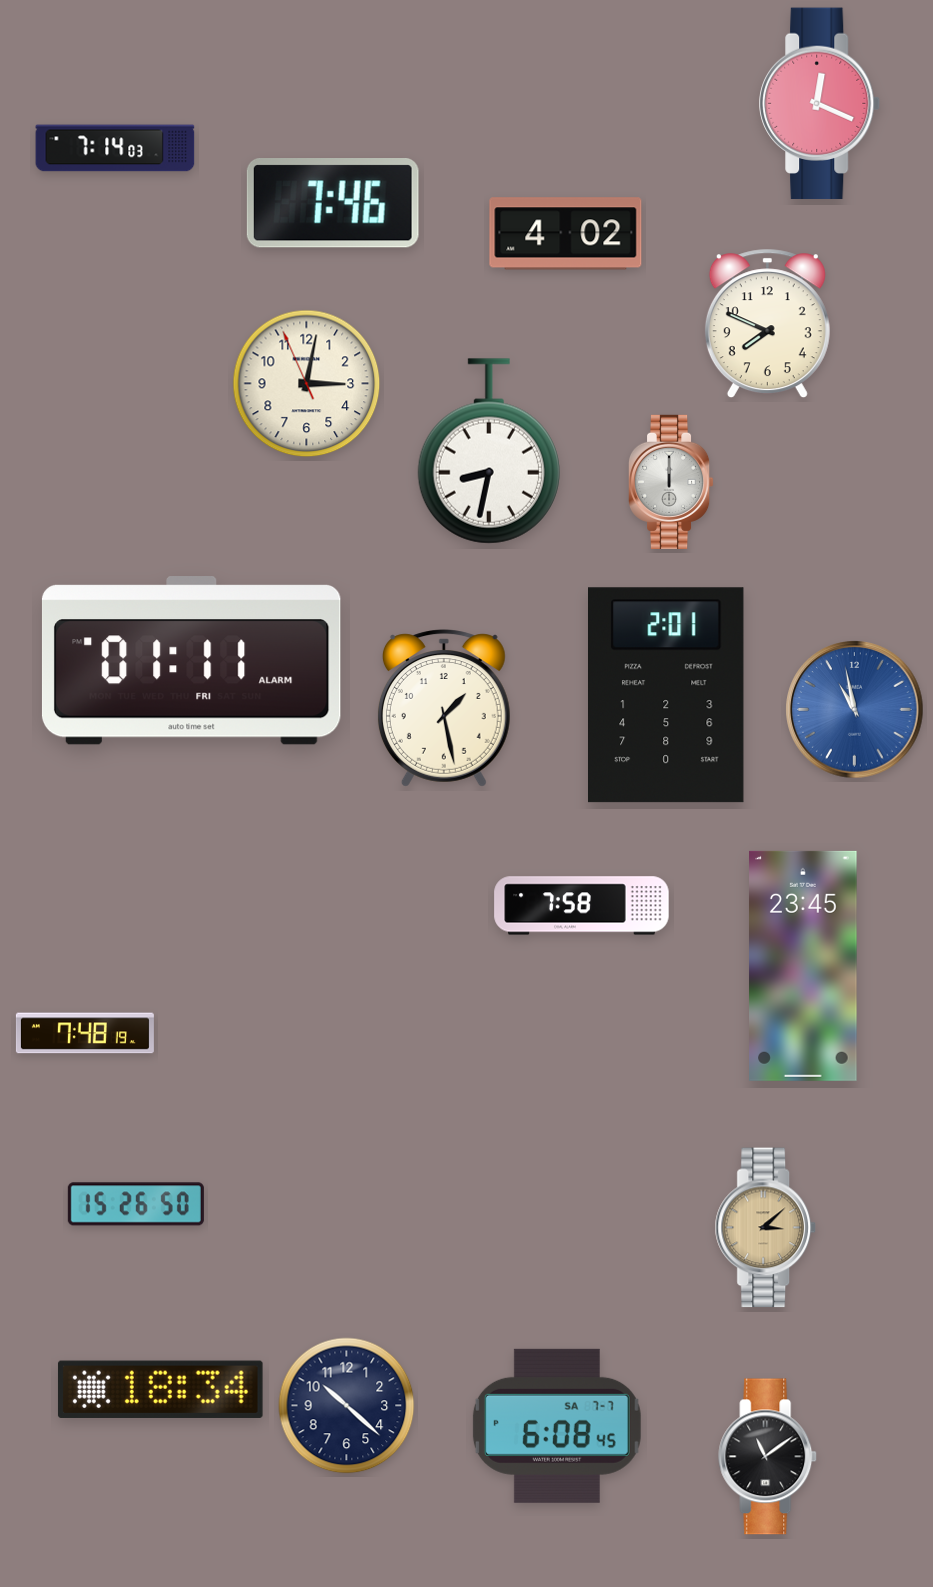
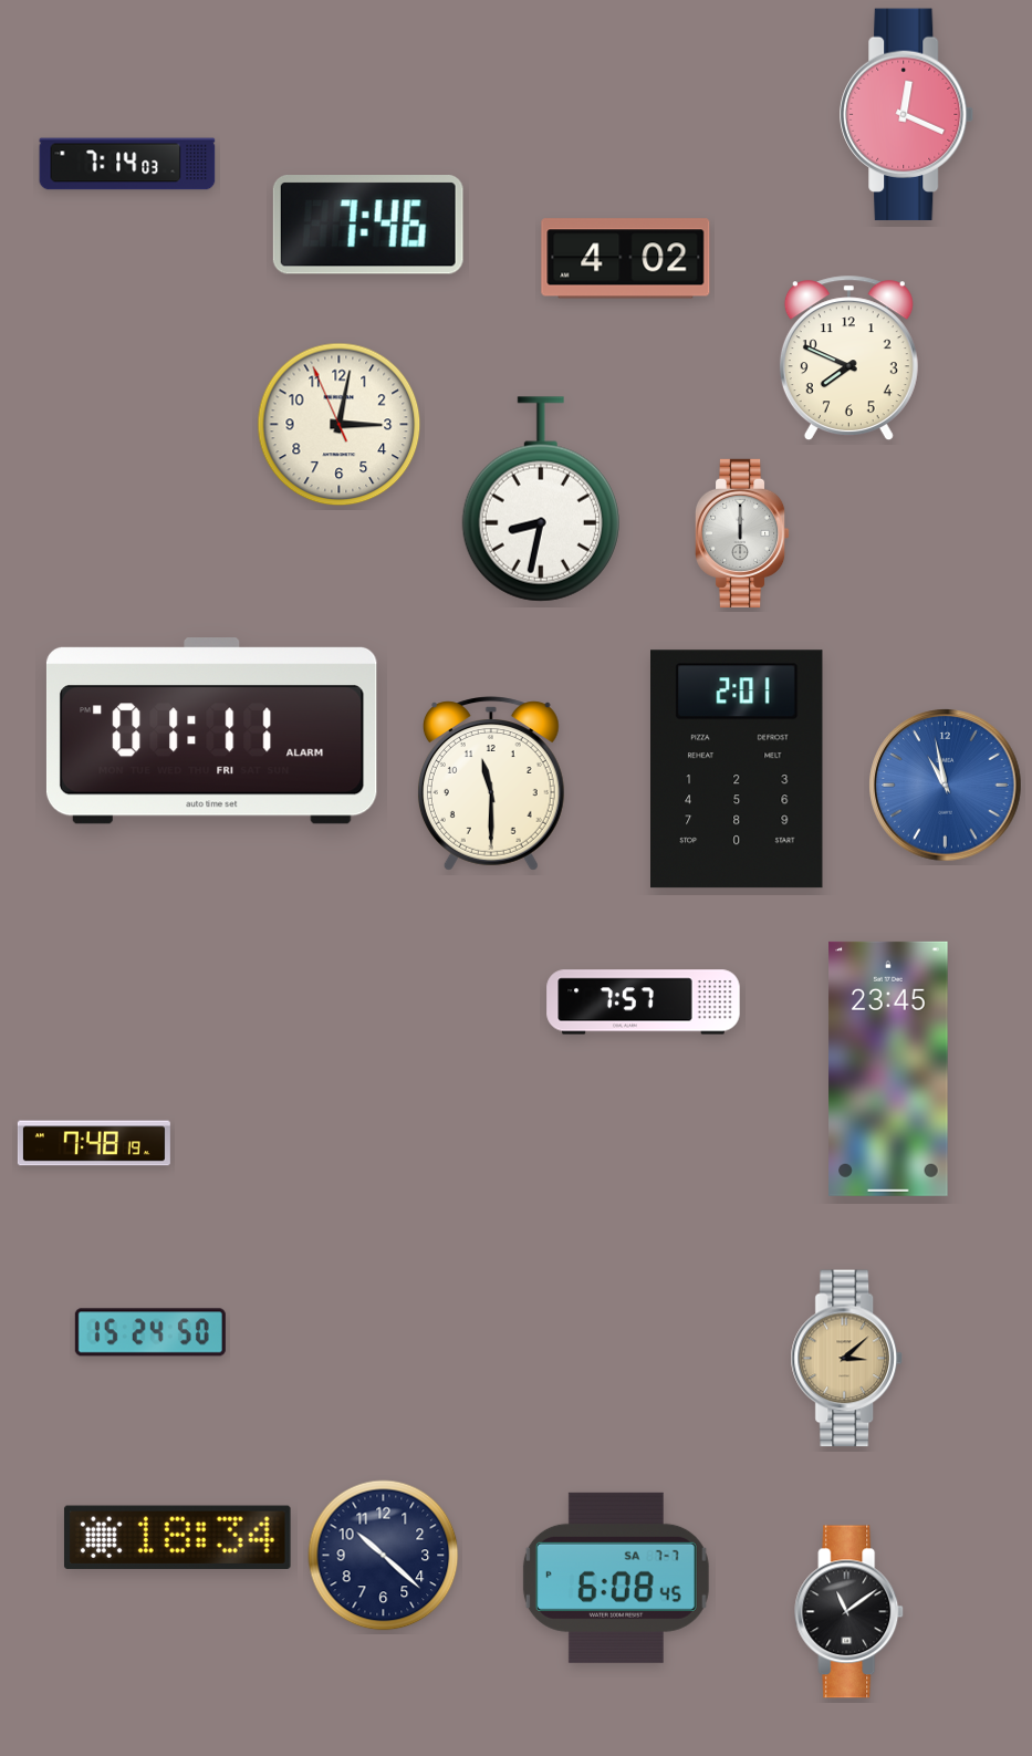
clock at (444, 708): 1:28 -> 11:30
clock at (582, 906): 7:58 -> 7:57
clock at (136, 1204): 15:26 -> 15:24
